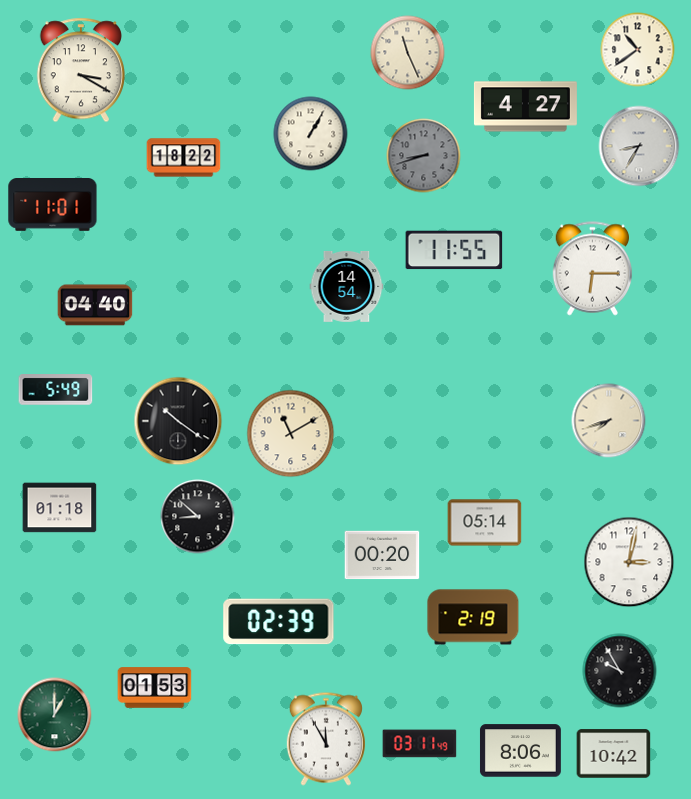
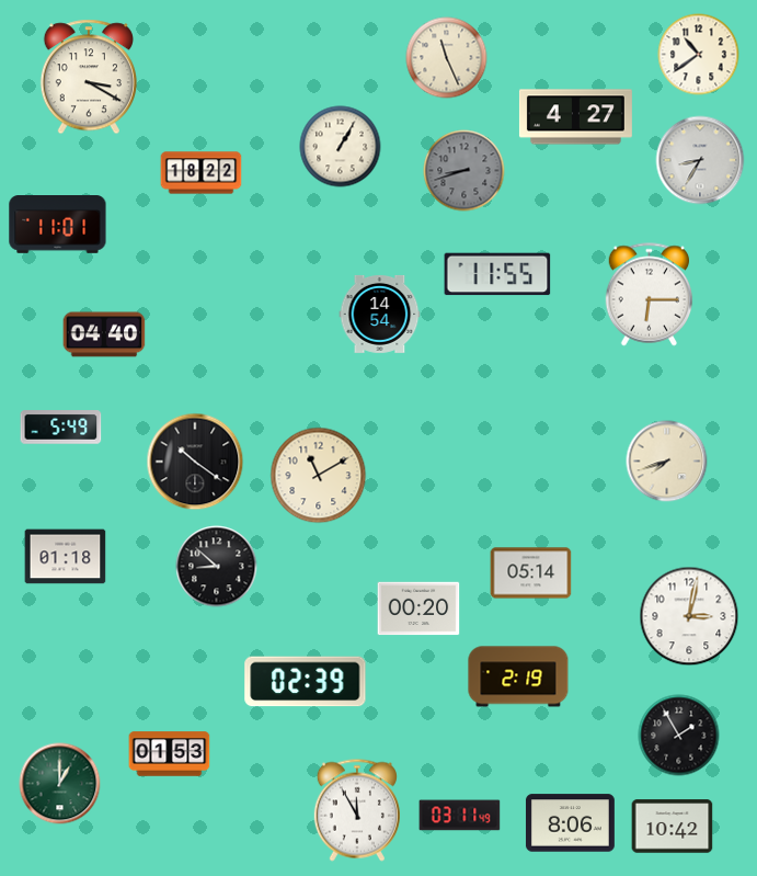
clock at (620, 671): 9:55 -> 1:55
